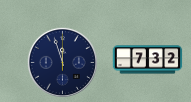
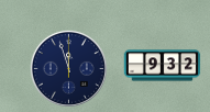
clock at (148, 60): 7:32 -> 9:32
